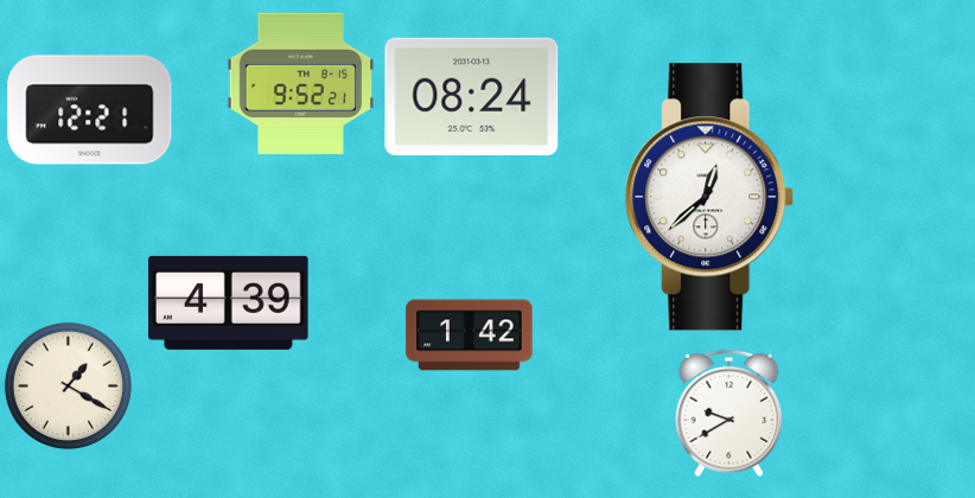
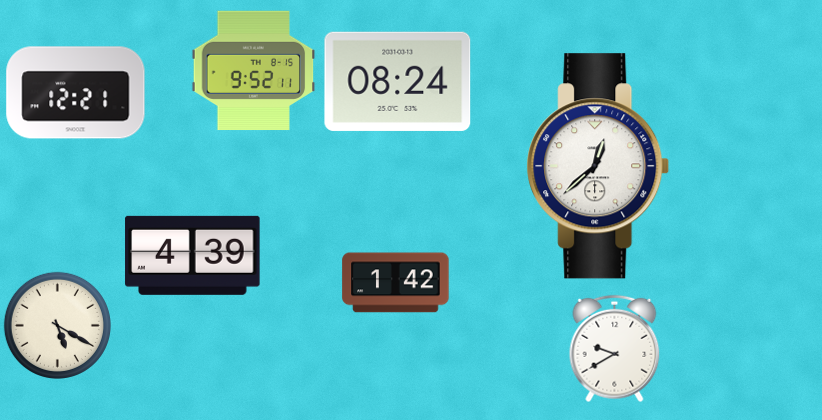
clock at (301, 84): 9:52:21 -> 9:52:11
clock at (68, 385): 1:20 -> 5:20
